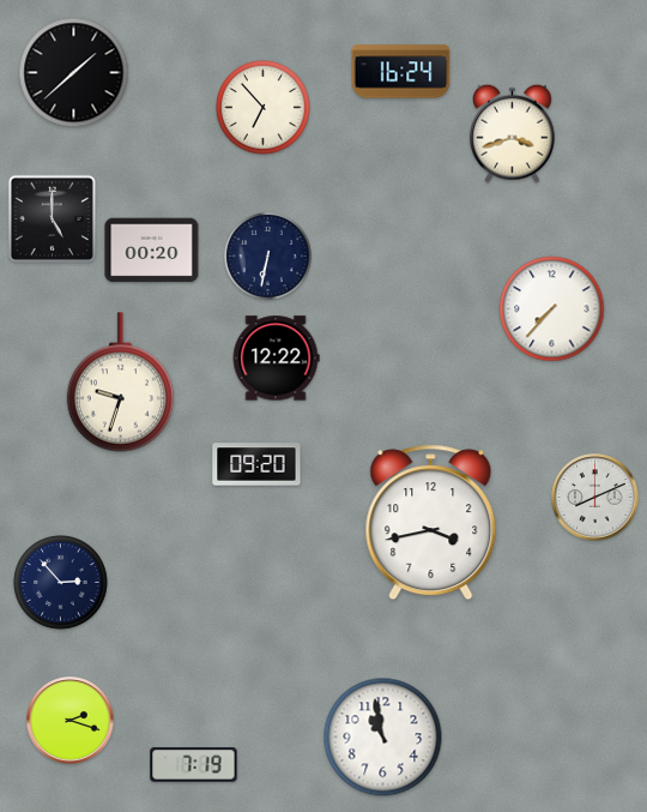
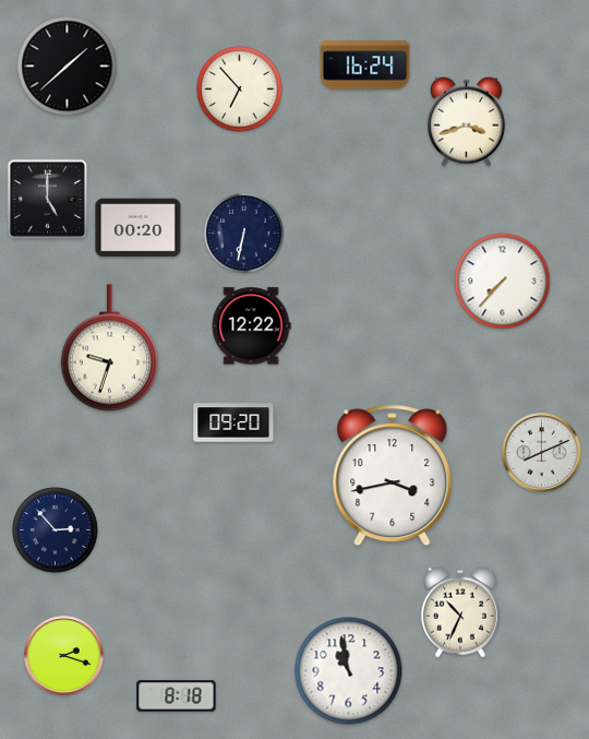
clock at (264, 108) position: (264, 108) -> (240, 90)
clock at (460, 612): none -> 10:34
clock at (194, 765): 7:19 -> 8:18
